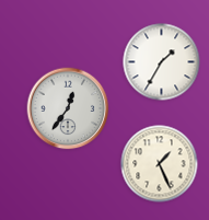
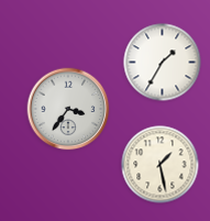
clock at (68, 108): 12:36 -> 3:36
clock at (160, 164): 1:26 -> 1:28
